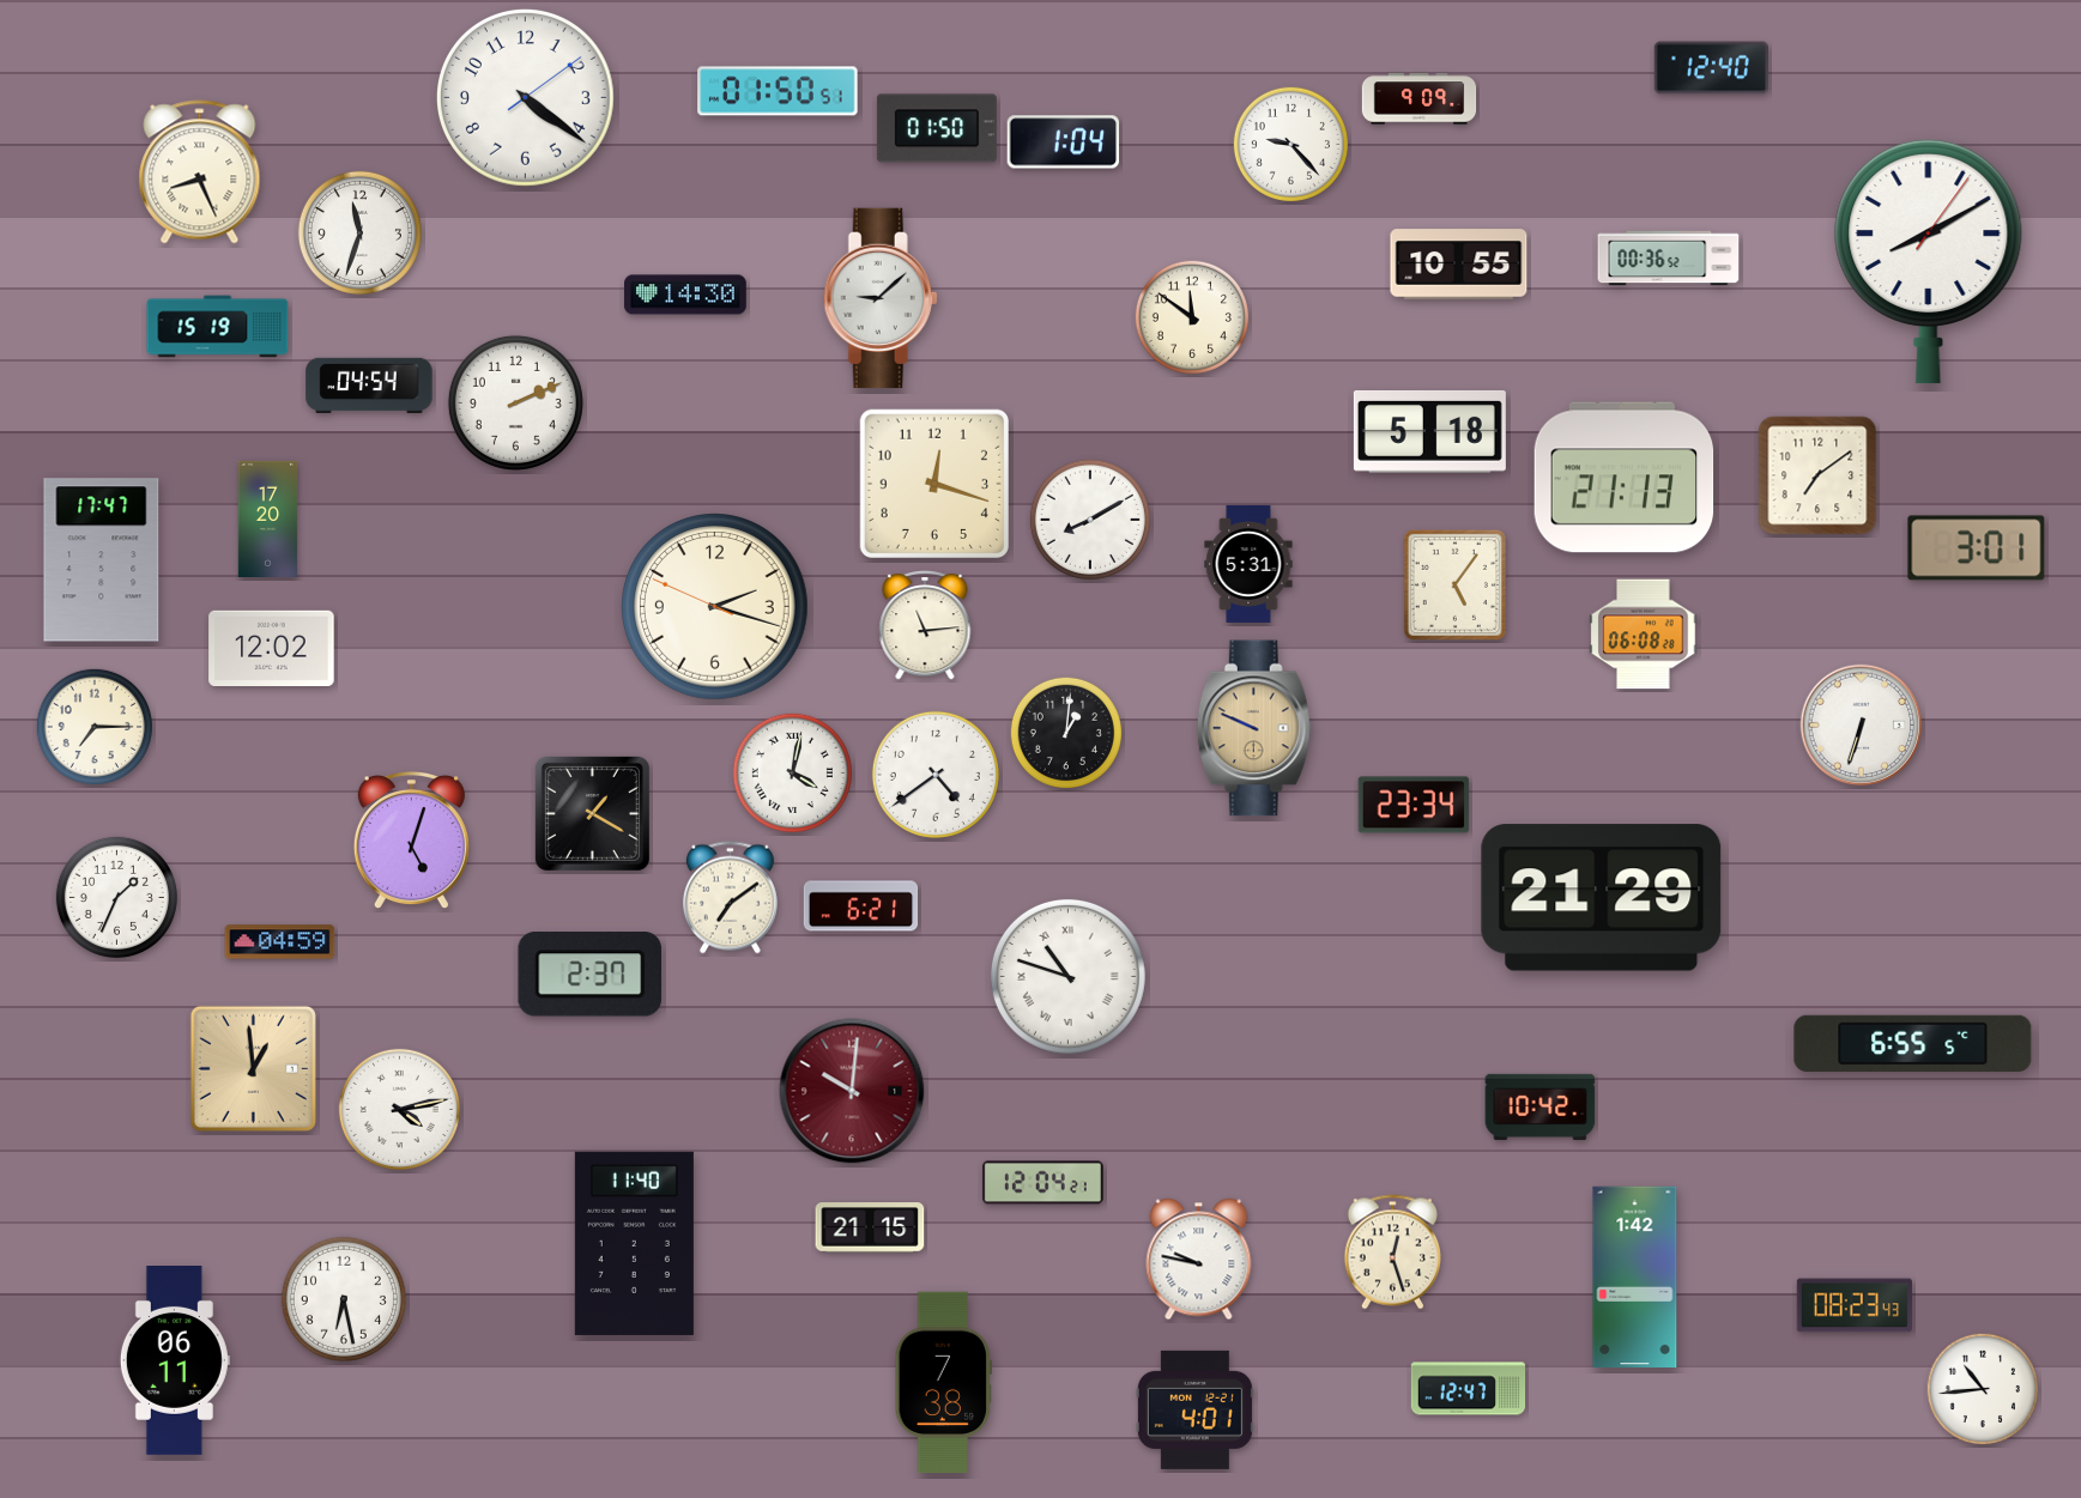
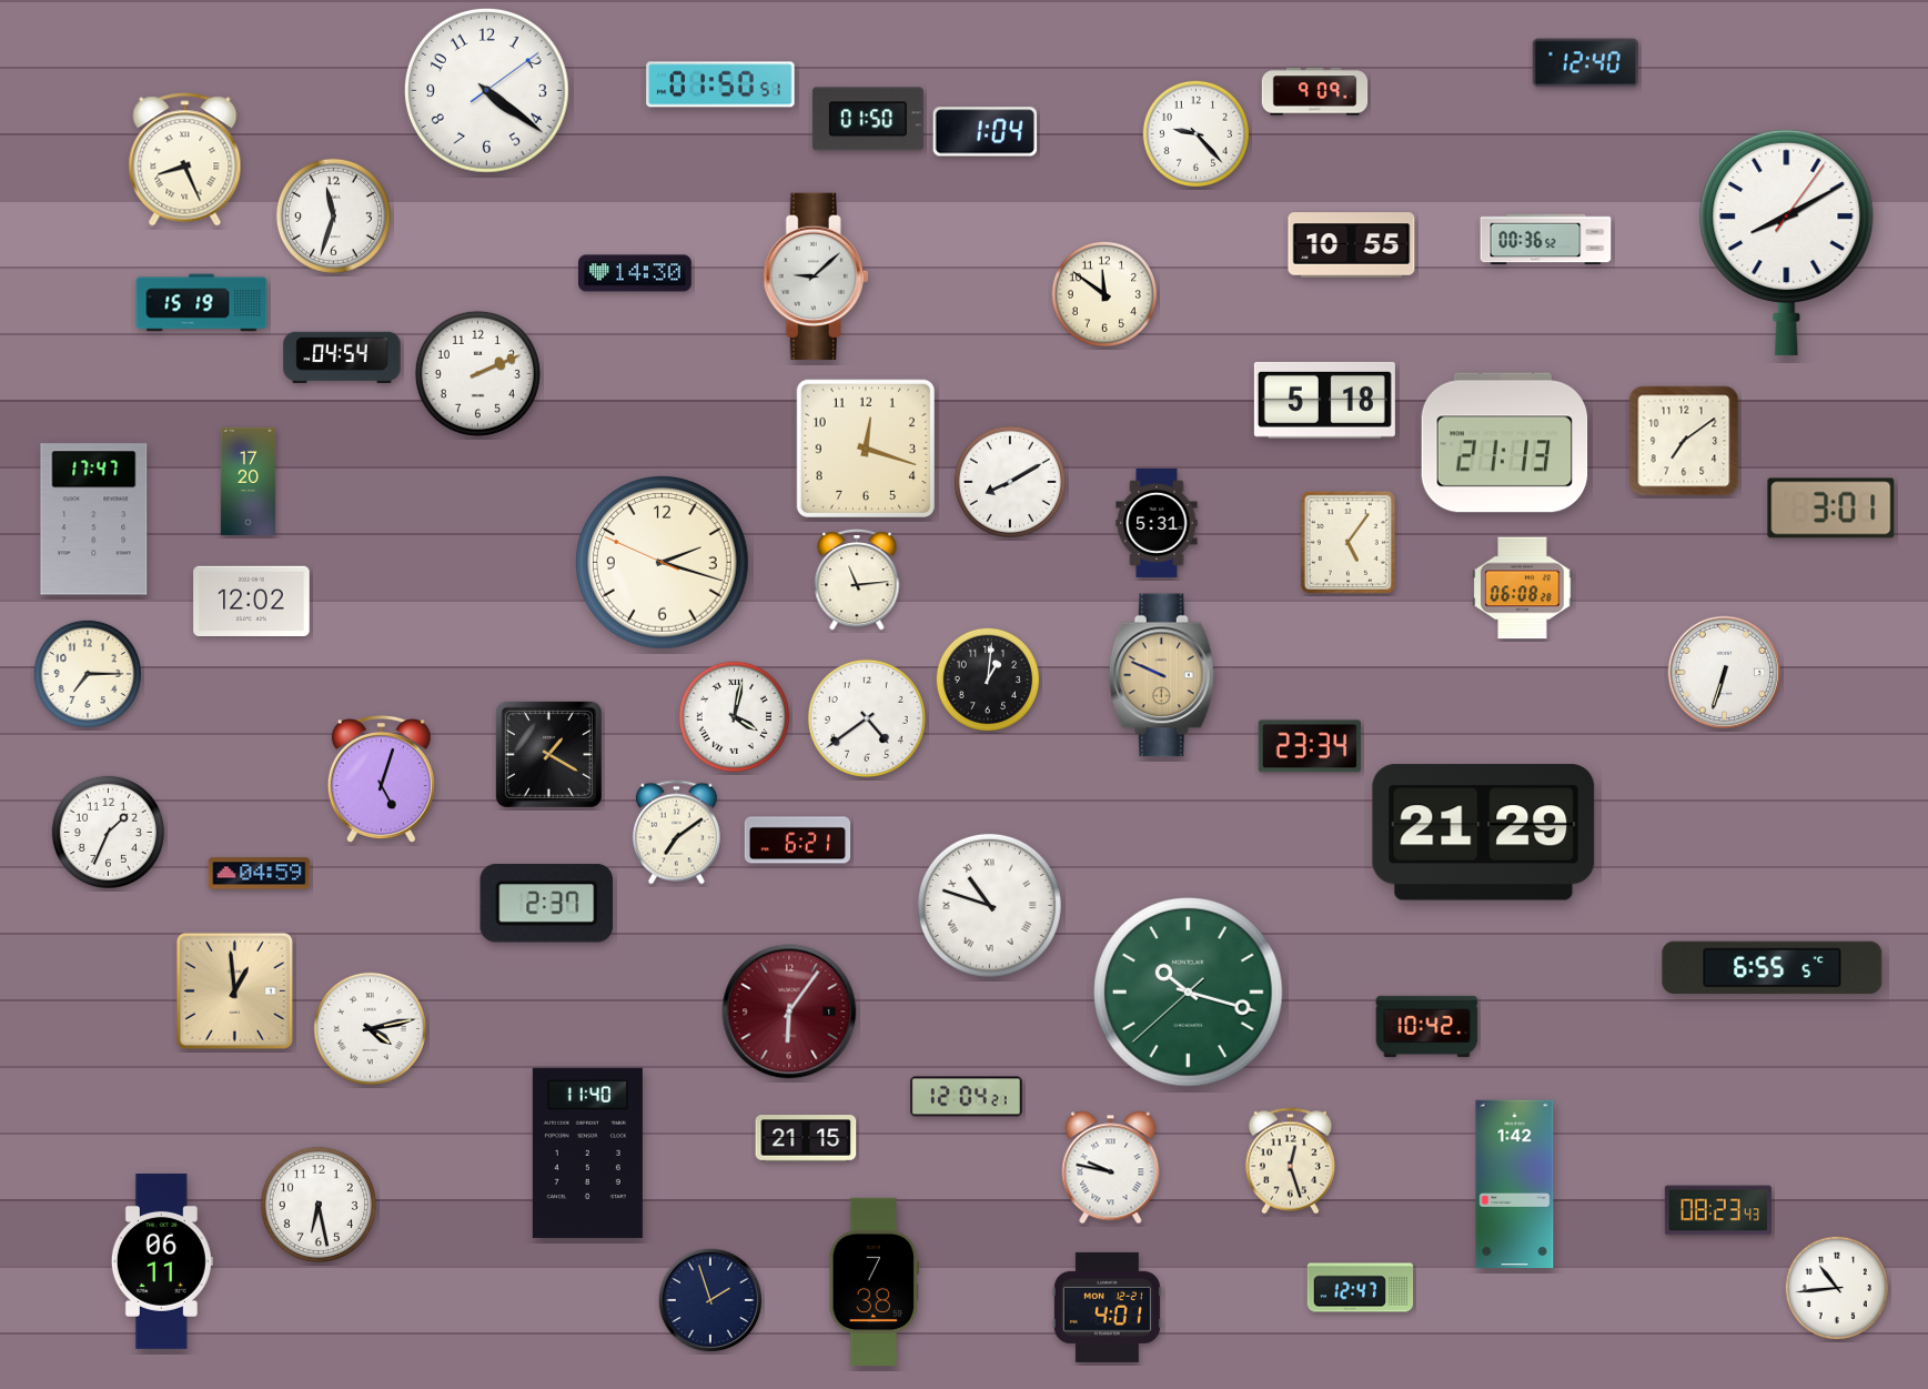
clock at (1189, 993): none -> 10:17
clock at (852, 1091): 10:01 -> 6:06
clock at (710, 1300): none -> 1:57
